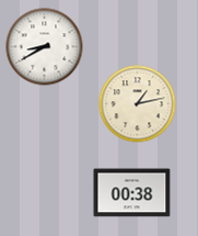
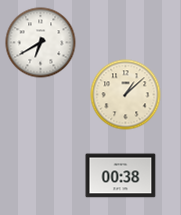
clock at (45, 47): 8:40 -> 6:40
clock at (138, 104): 1:13 -> 1:08
